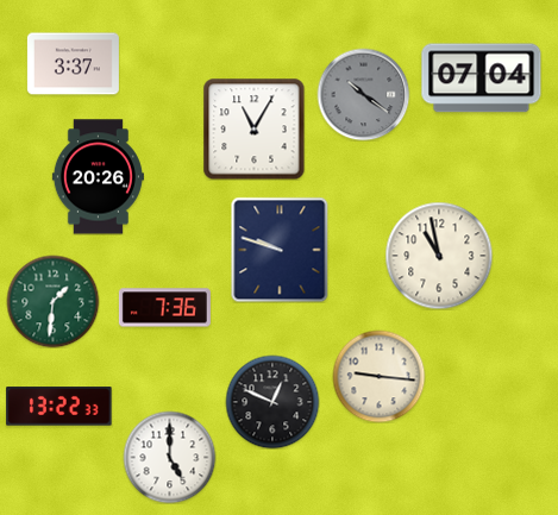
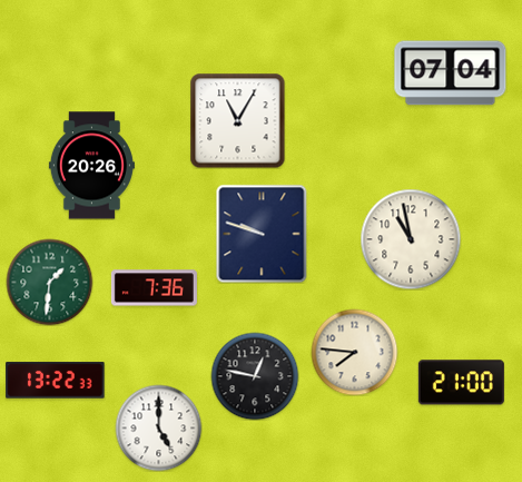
clock at (73, 64): 3:37 -> none
clock at (363, 94): 10:21 -> none
clock at (378, 376): 9:16 -> 7:46
clock at (272, 402): 12:49 -> 12:47
clock at (461, 383): none -> 21:00
